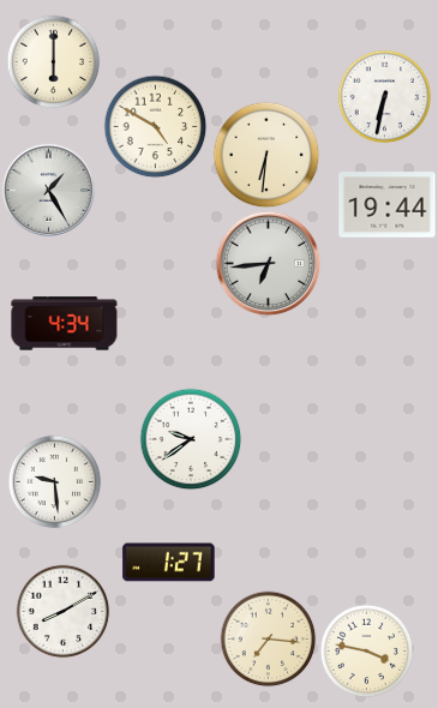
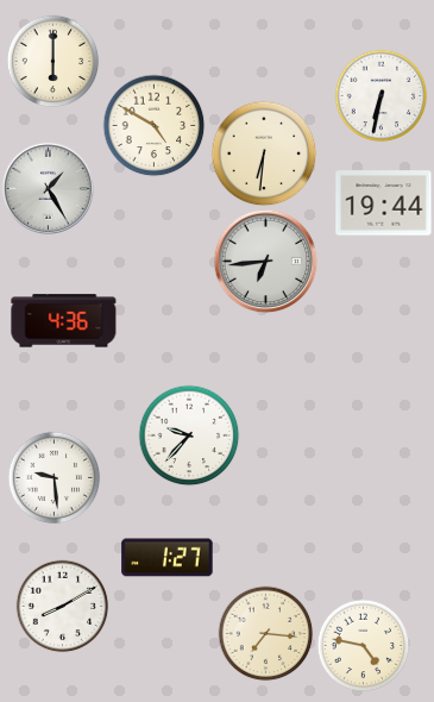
clock at (65, 324): 4:34 -> 4:36
clock at (191, 439): 9:39 -> 9:37
clock at (366, 650): 3:47 -> 4:47
